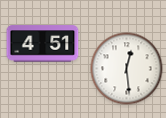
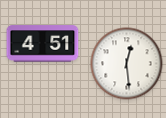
clock at (127, 69) position: (127, 69) -> (127, 64)
